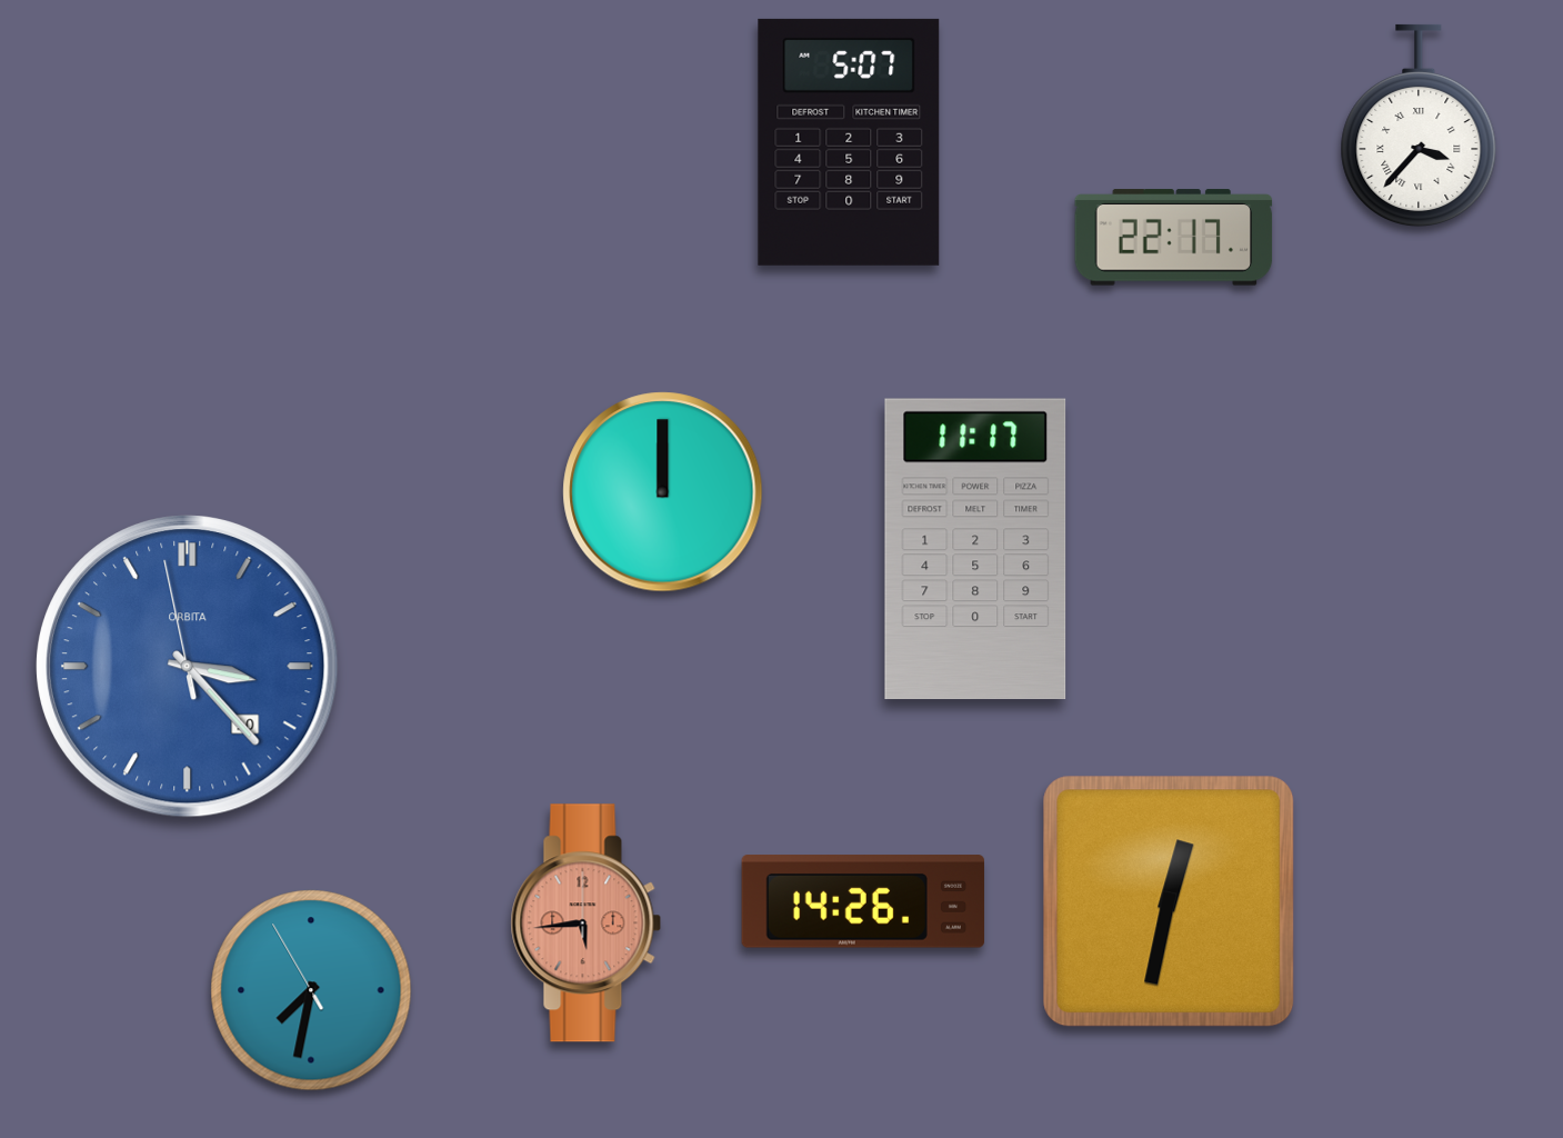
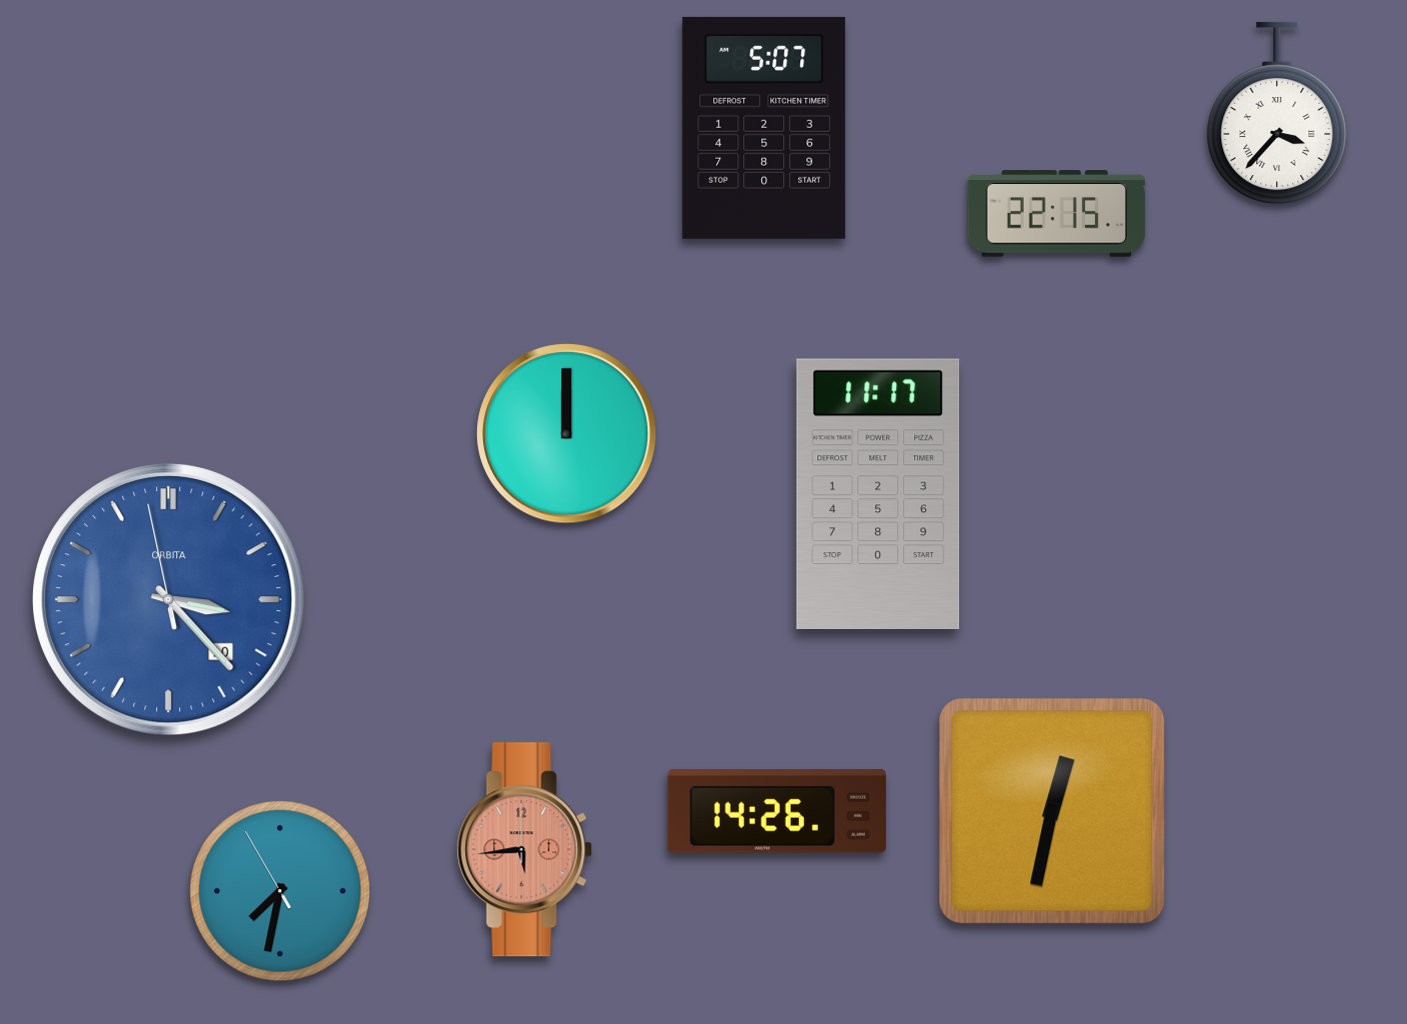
clock at (1174, 238): 22:17 -> 22:15
clock at (663, 492) position: (663, 492) -> (567, 434)
clock at (587, 924) position: (587, 924) -> (525, 850)
